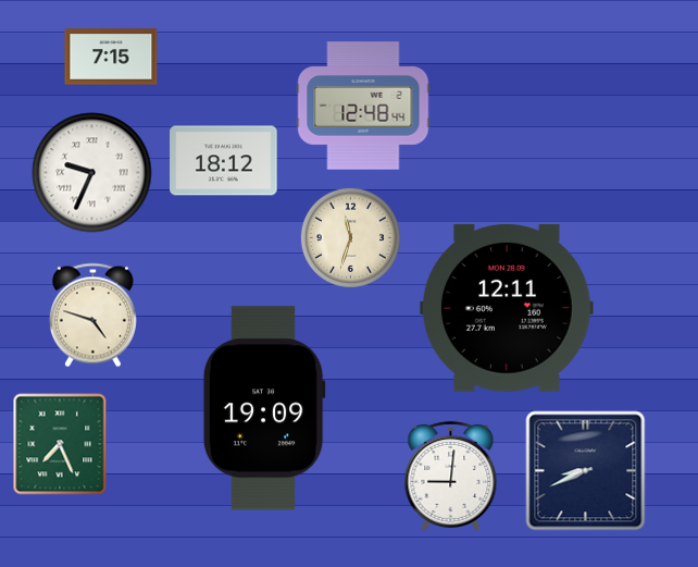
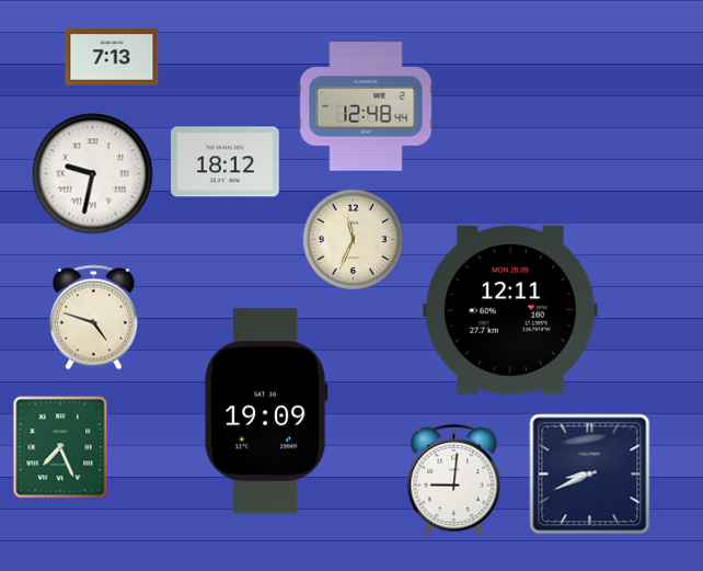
clock at (111, 57): 7:15 -> 7:13
clock at (92, 173): 9:34 -> 9:32
clock at (350, 237): 11:33 -> 11:34
